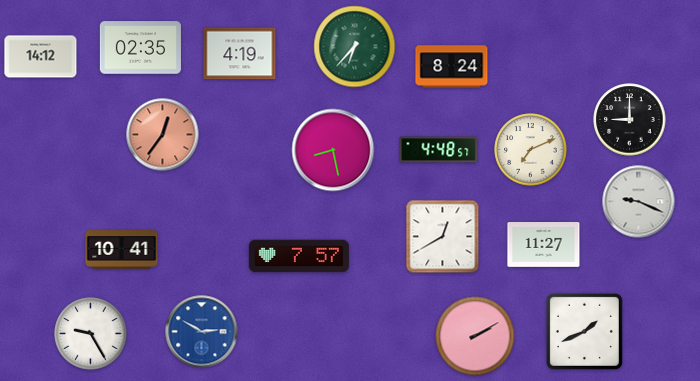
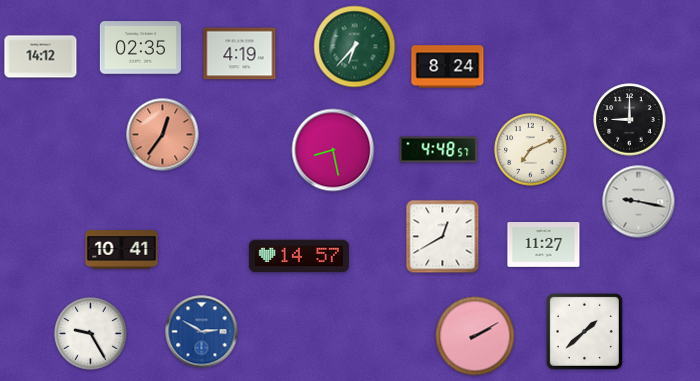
clock at (452, 67) position: (452, 67) -> (448, 67)
clock at (639, 202): 9:19 -> 9:17
clock at (299, 256): 7:57 -> 14:57
clock at (584, 331): 1:41 -> 1:38
